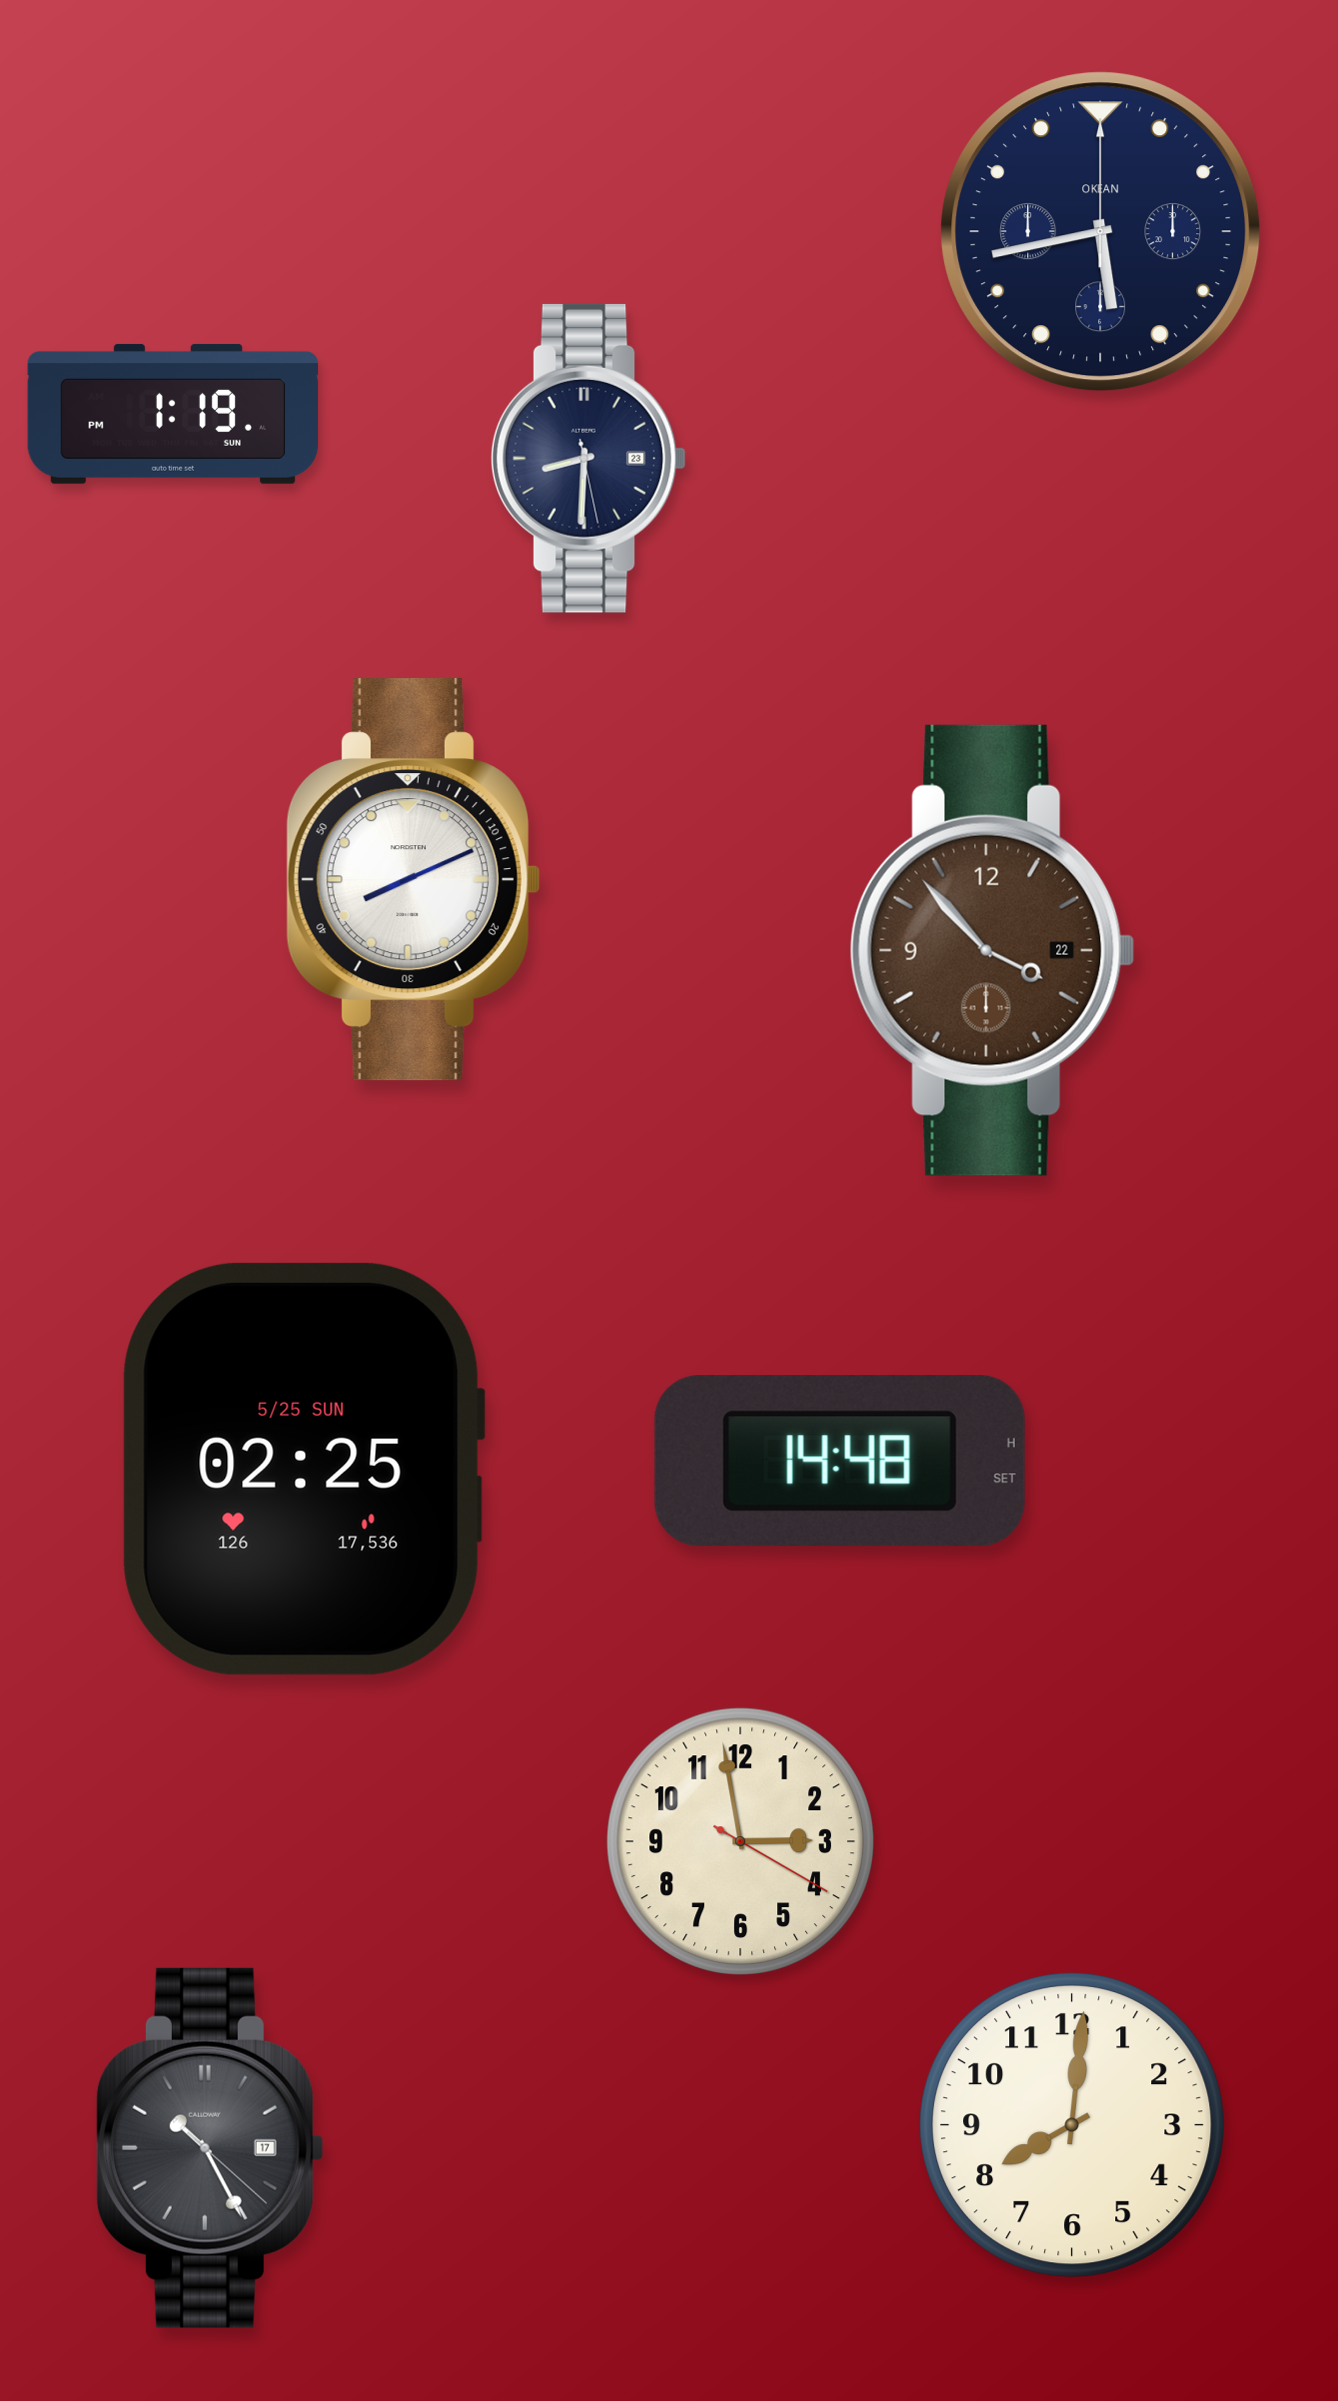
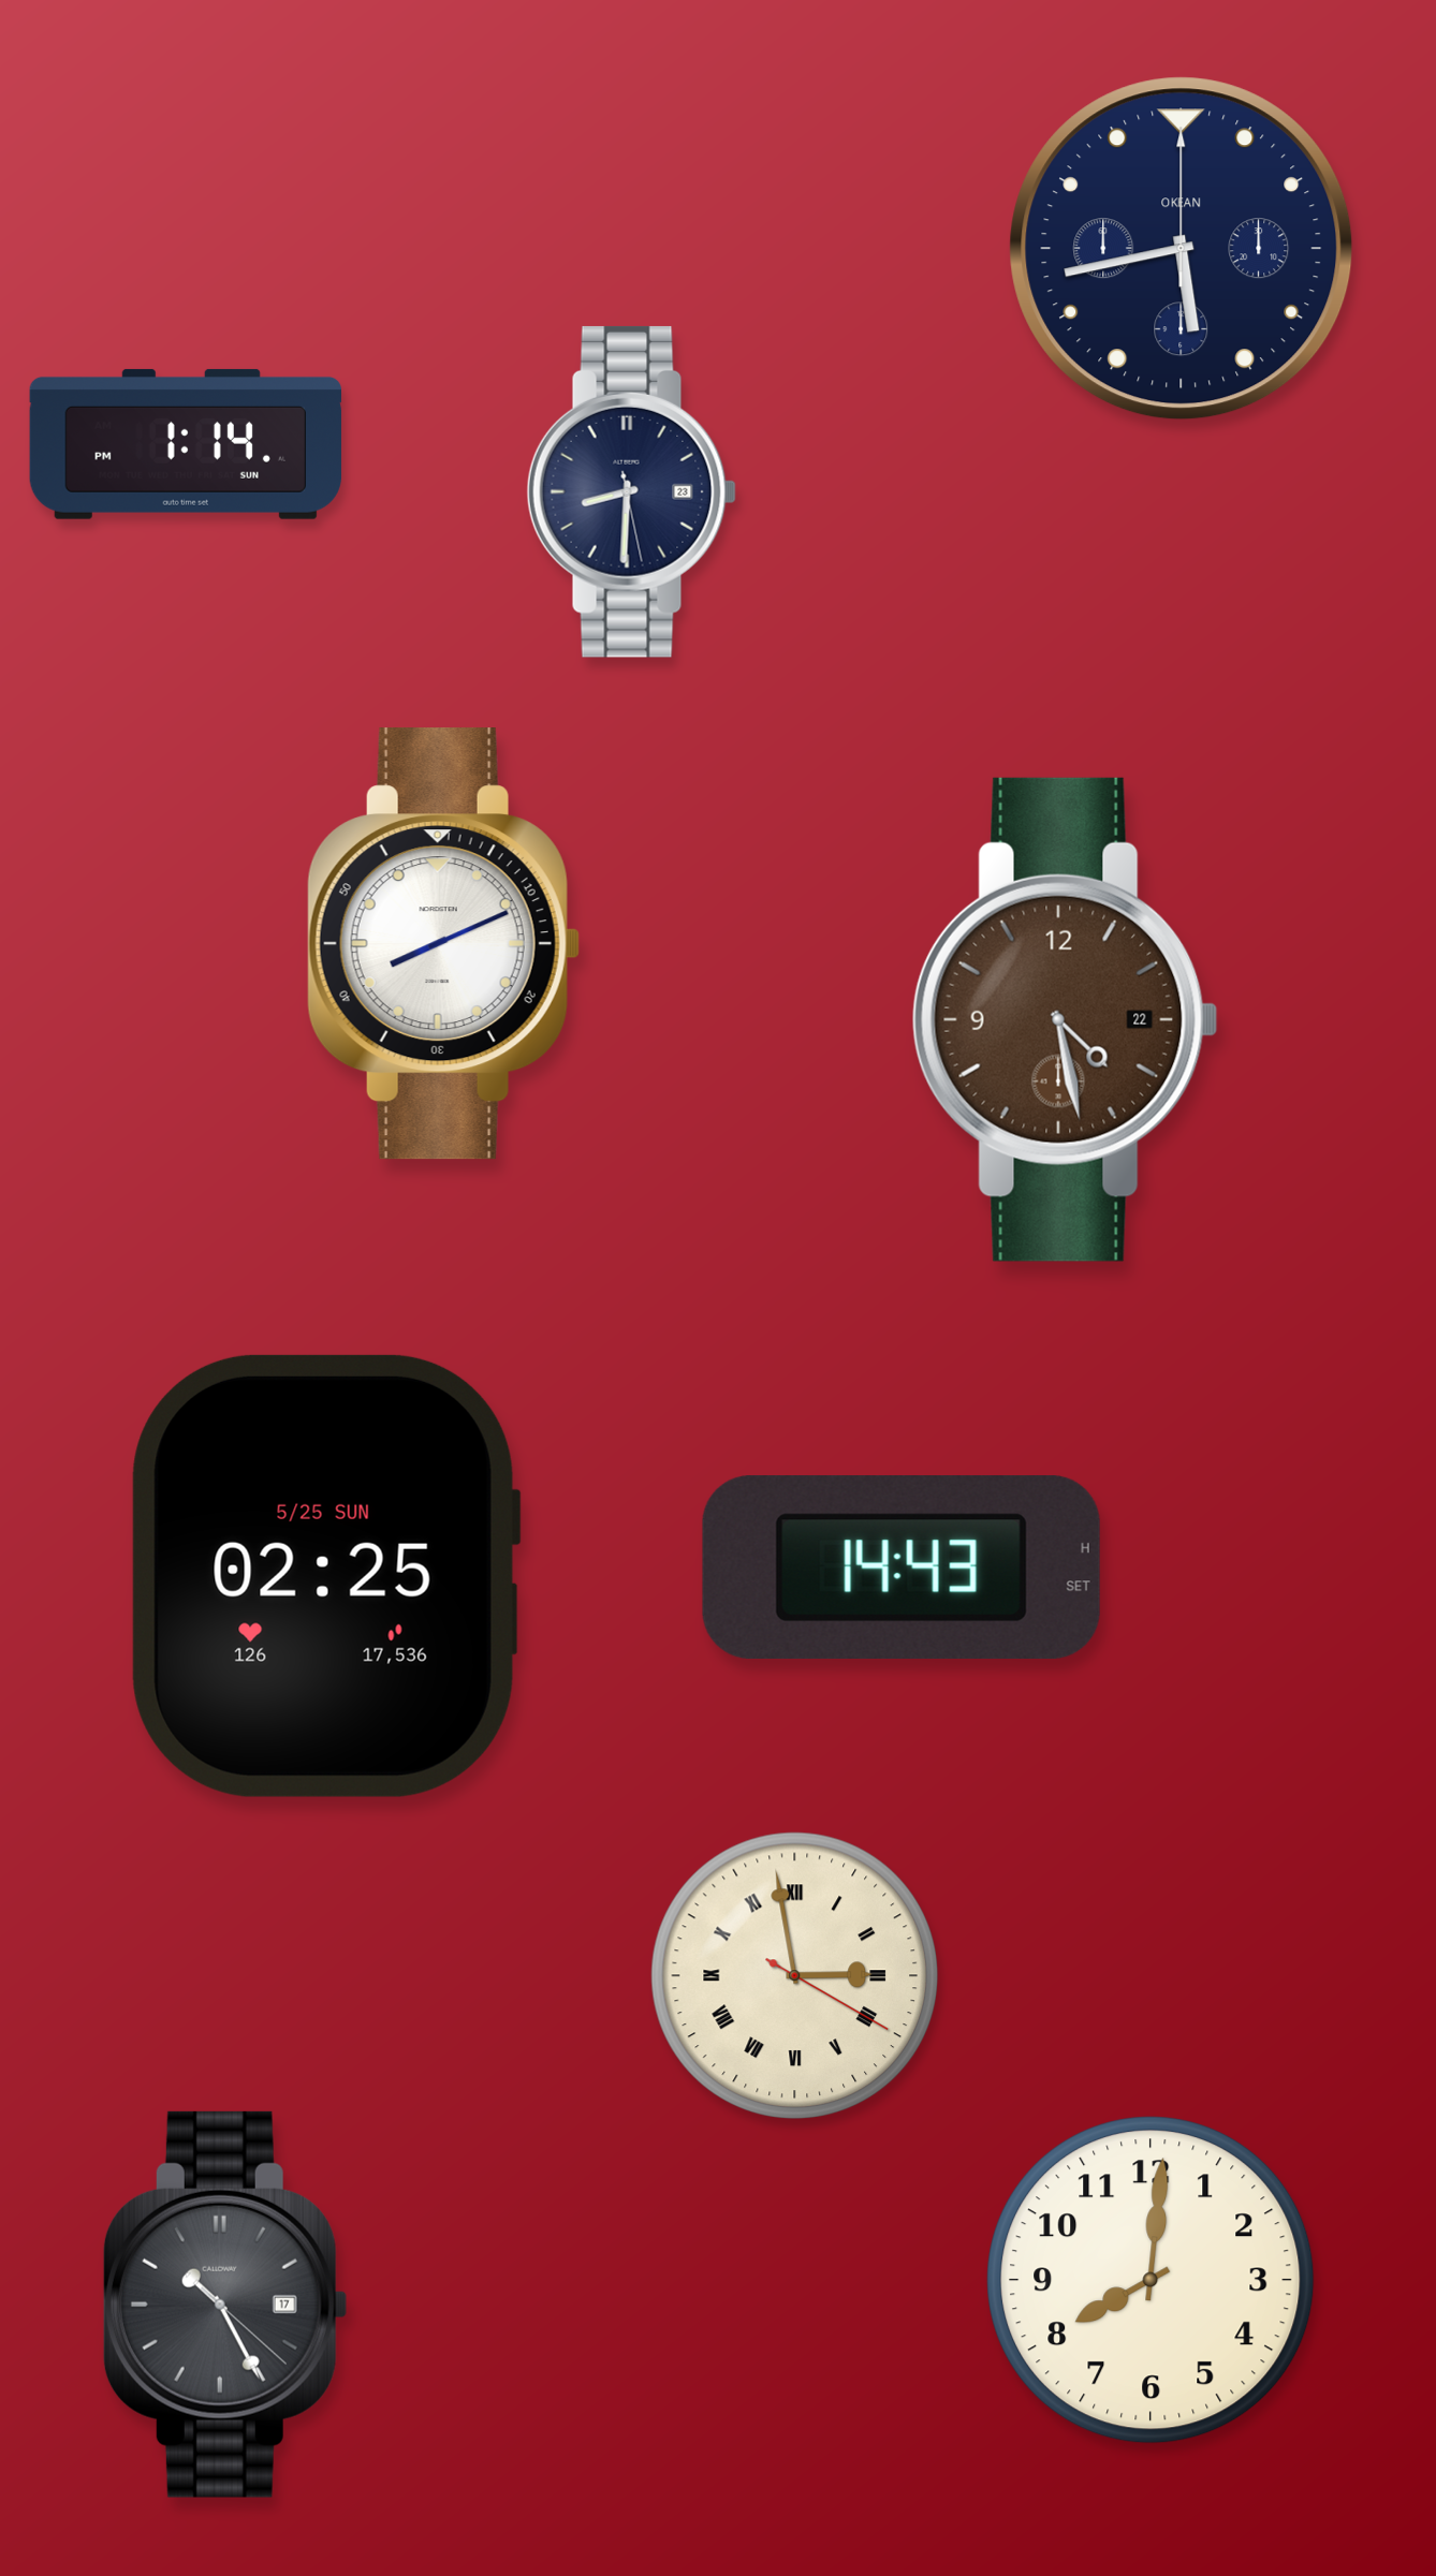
clock at (173, 414): 1:19 -> 1:14
clock at (992, 950): 3:53 -> 4:28
clock at (840, 1461): 14:48 -> 14:43
clock at (740, 1841) numerals: Arabic -> Roman
